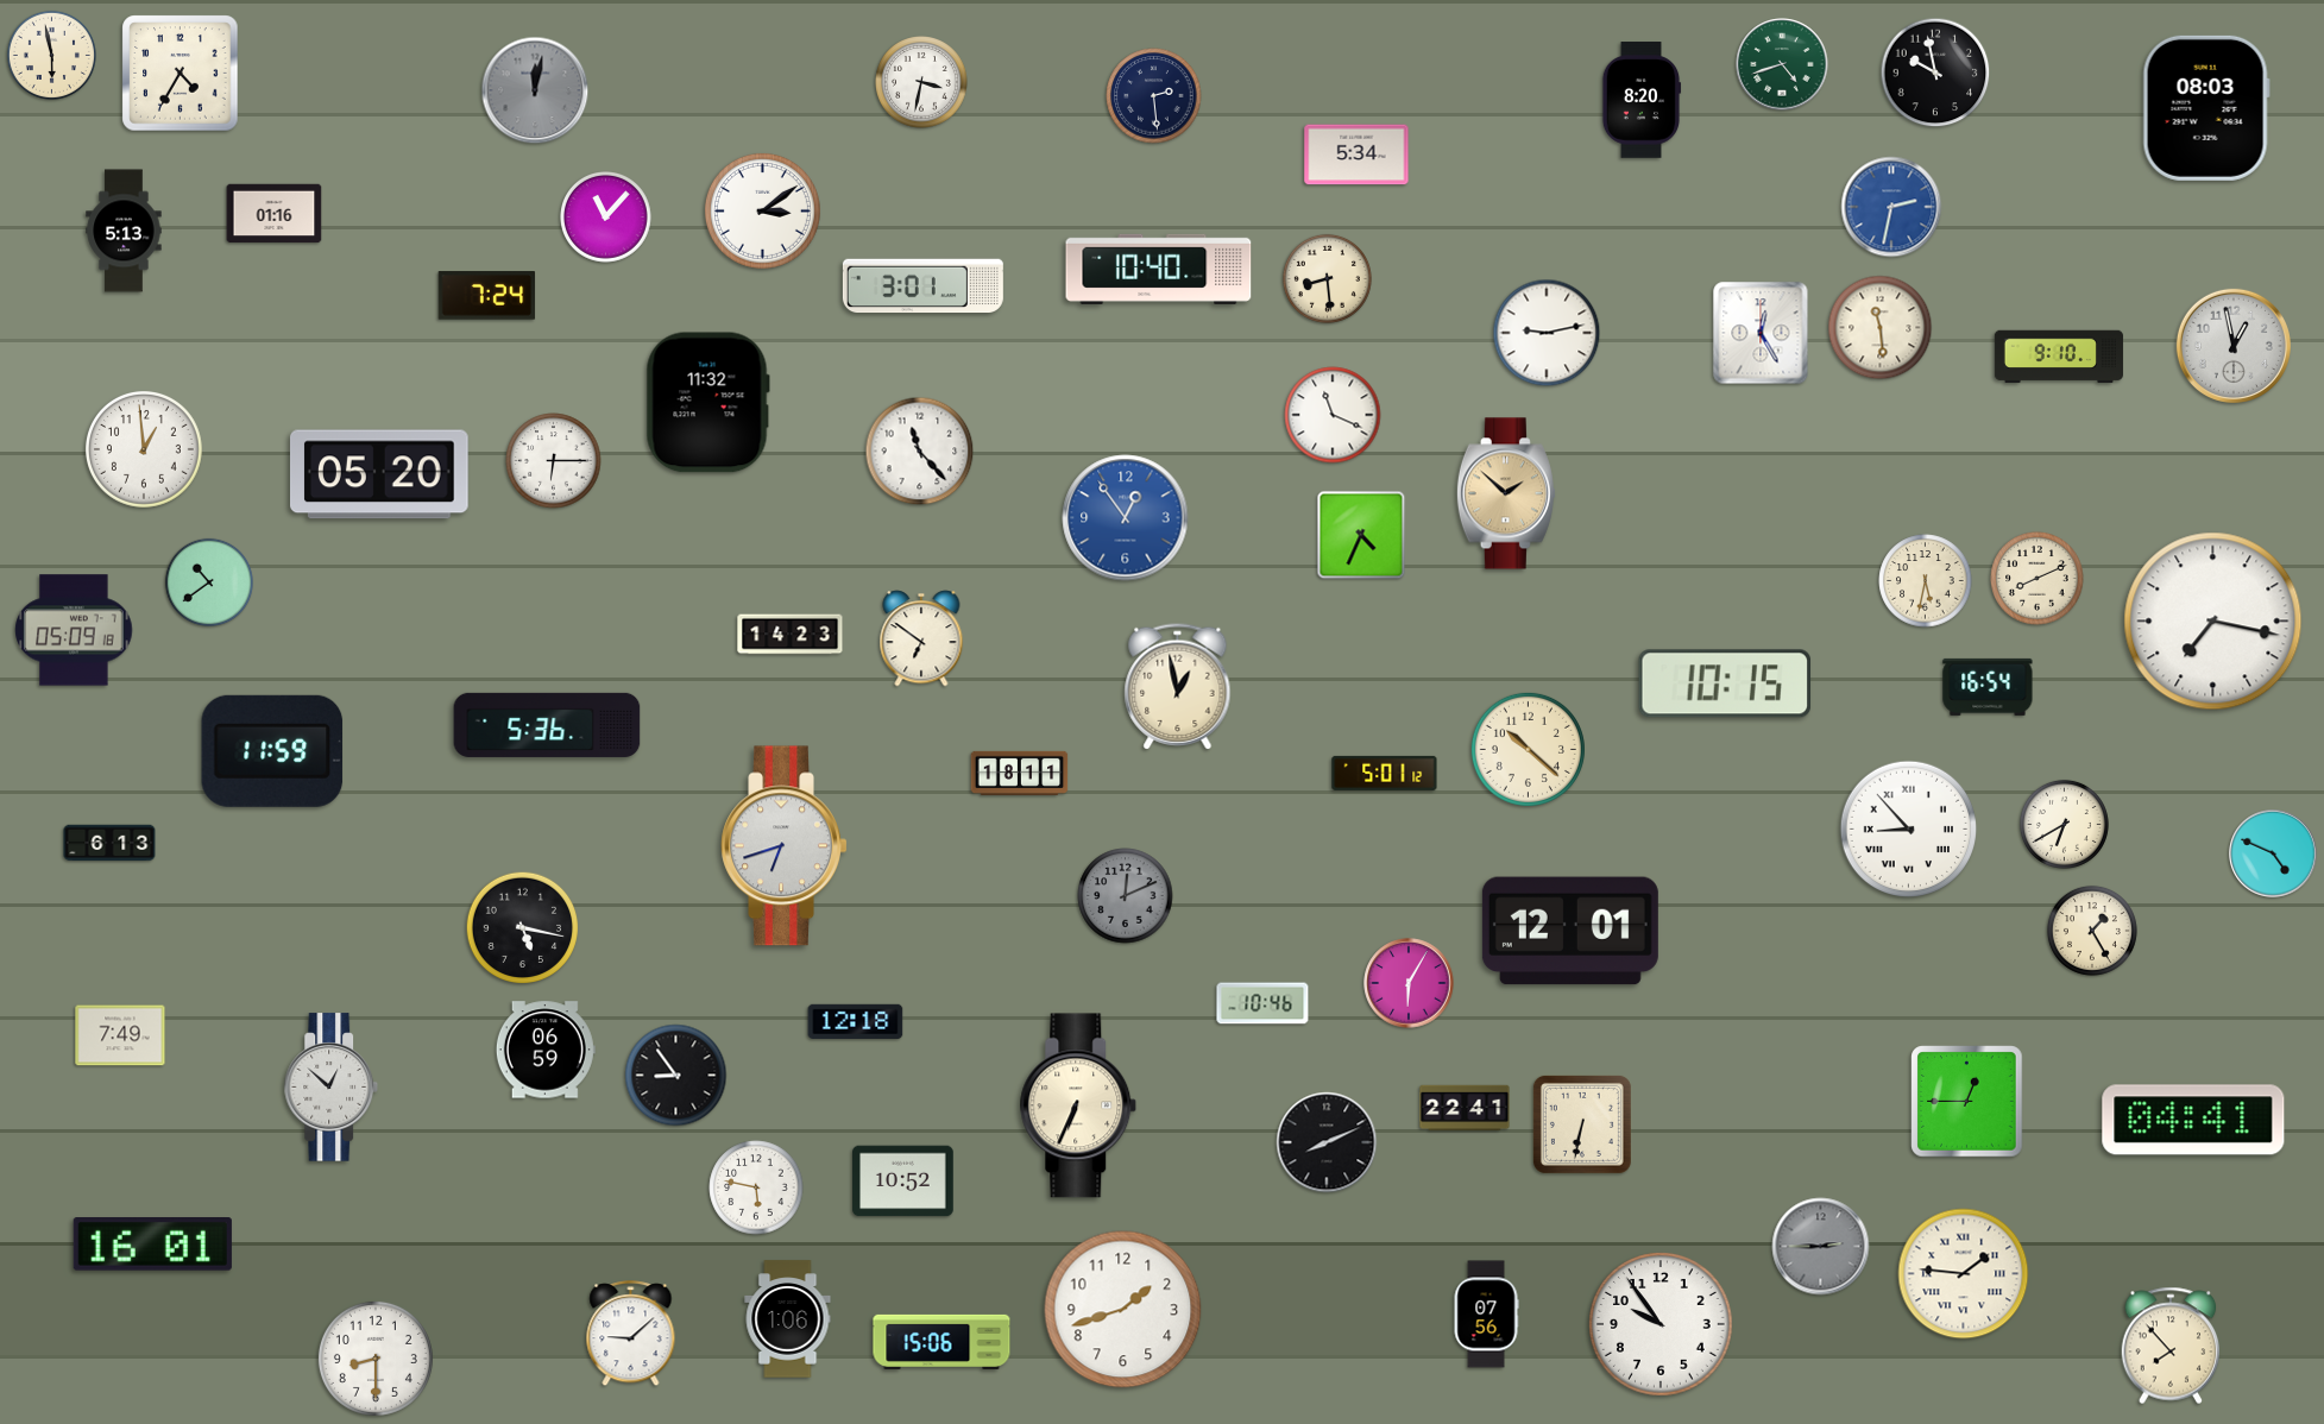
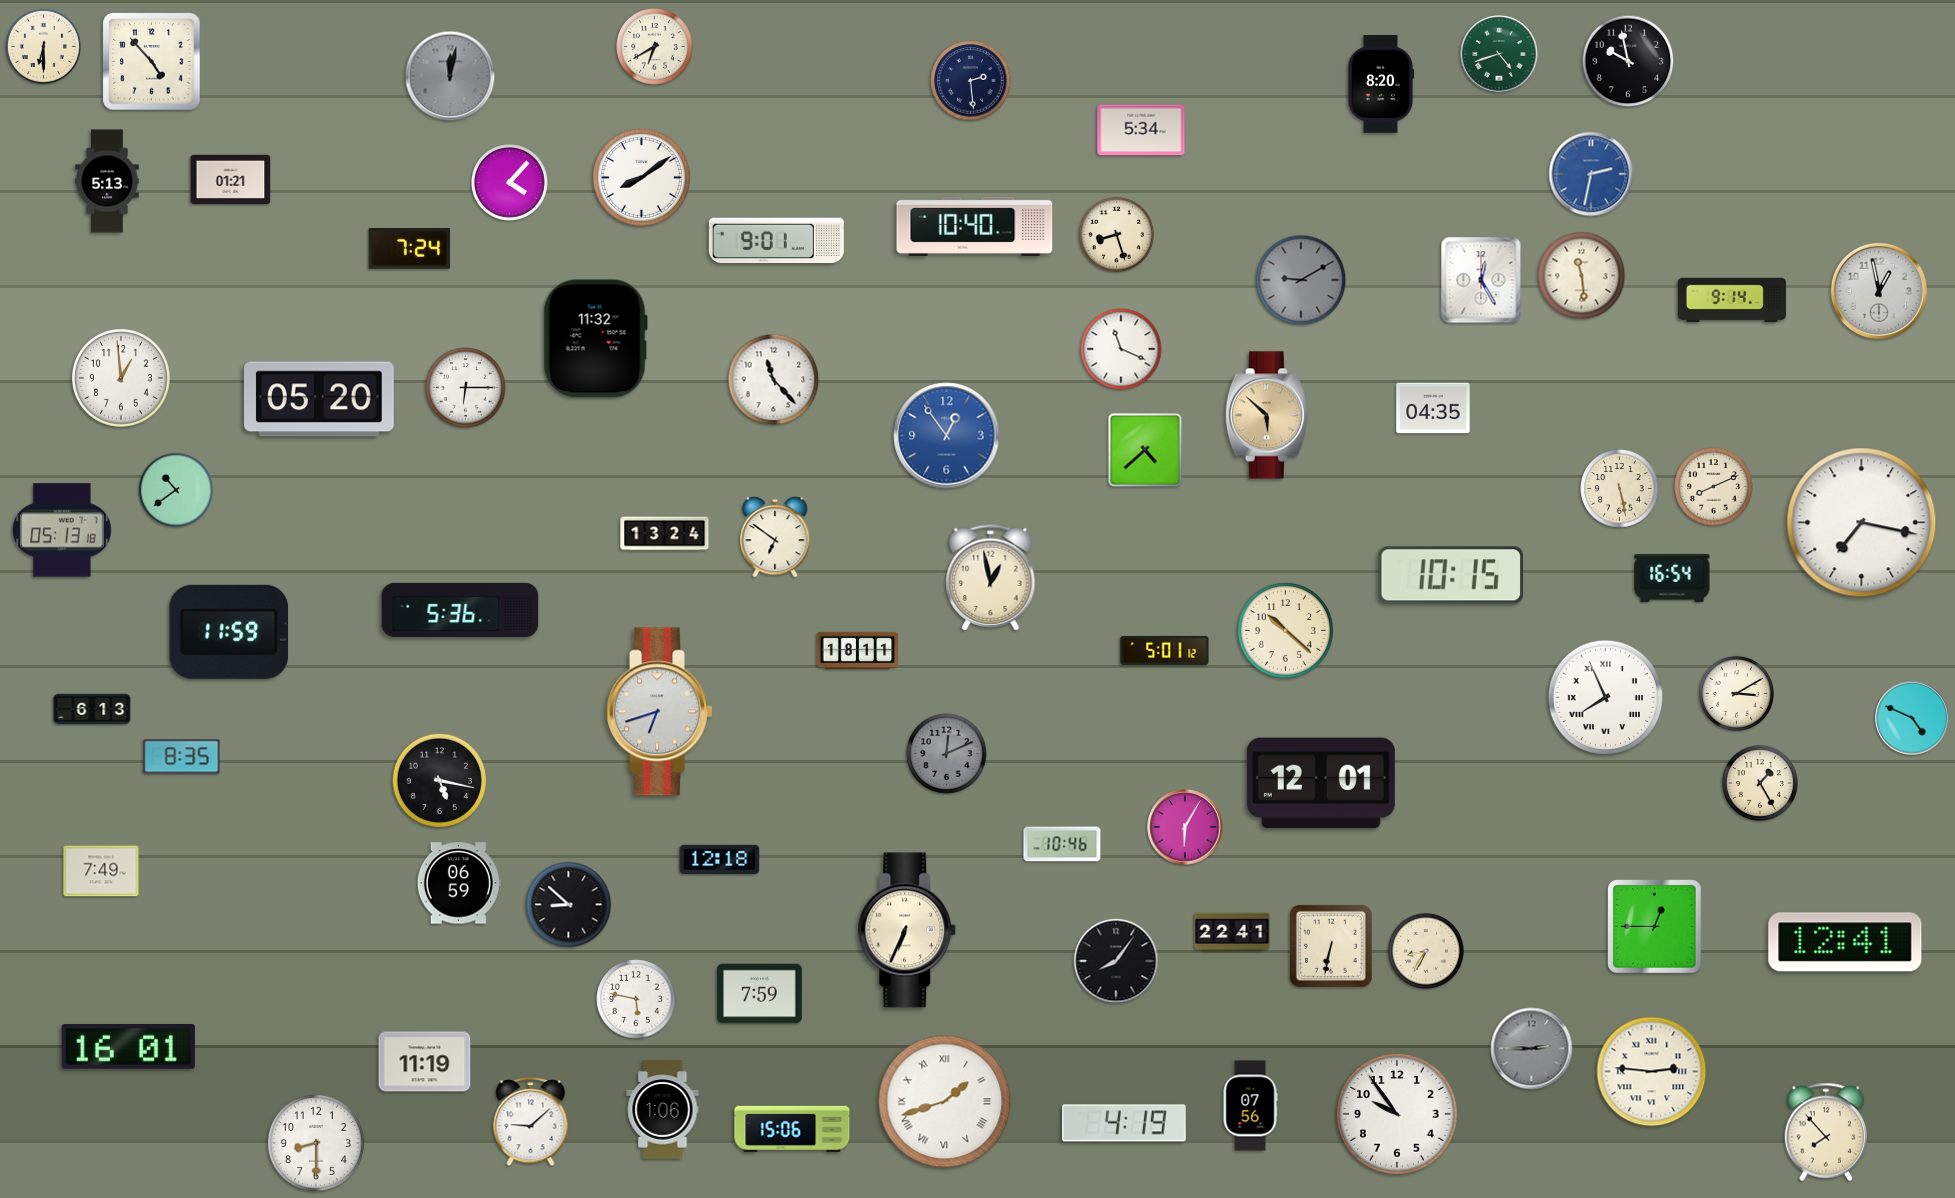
clock at (51, 55): 5:58 -> 6:30
clock at (655, 47): none -> 6:40
clock at (181, 74): 4:35 -> 4:53
clock at (921, 82): 3:32 -> none
clock at (2206, 108): 08:03 -> none
clock at (762, 210): 3:09 -> 8:09
clock at (275, 214): 01:16 -> 01:21
clock at (606, 218): 11:07 -> 4:07
clock at (124, 231) position: (124, 231) -> (107, 181)
clock at (1327, 278): 8:29 -> 8:27
clock at (922, 286): 3:01 -> 9:01
clock at (1547, 333): 9:13 -> 9:10
clock at (1547, 333) dial: white -> grey
clock at (2059, 357): 9:10 -> 9:14
clock at (1433, 408): none -> 04:35
clock at (1506, 493): 1:52 -> 5:52
clock at (1361, 535): 4:34 -> 4:38
clock at (1926, 581): 5:32 -> 5:28
clock at (74, 630): 05:09 -> 05:13
clock at (791, 635): 14:23 -> 13:24
clock at (2064, 824): 6:40 -> 3:10
clock at (1909, 830): 8:53 -> 7:56
clock at (182, 757): none -> 8:35
clock at (676, 1076): 8:54 -> 8:52
clock at (332, 1088): 12:52 -> none
clock at (2193, 1120): 04:41 -> 12:41
clock at (1426, 951): none -> 8:35
clock at (1327, 1142): 8:11 -> 8:06
clock at (903, 1182): 10:52 -> 7:59
clock at (425, 1062): none -> 11:19
clock at (1964, 1274): 1:46 -> 2:46
clock at (1123, 1310) numerals: Arabic -> Roman
clock at (1124, 1123): none -> 4:19
